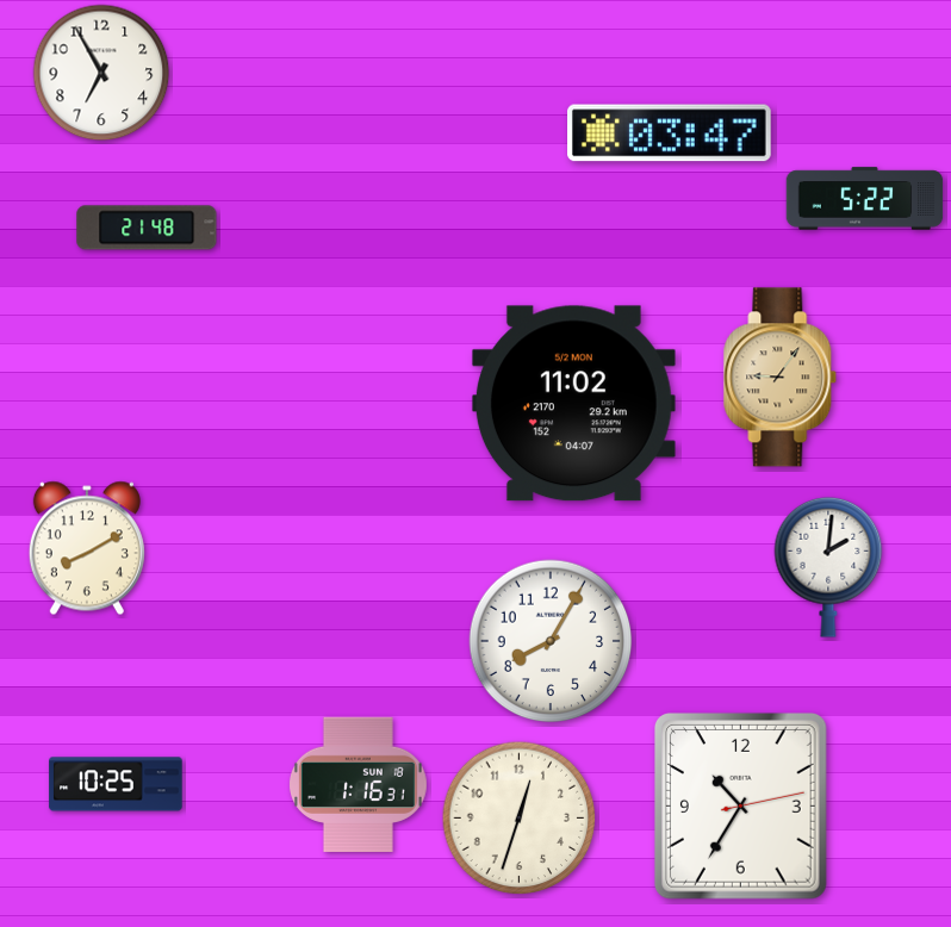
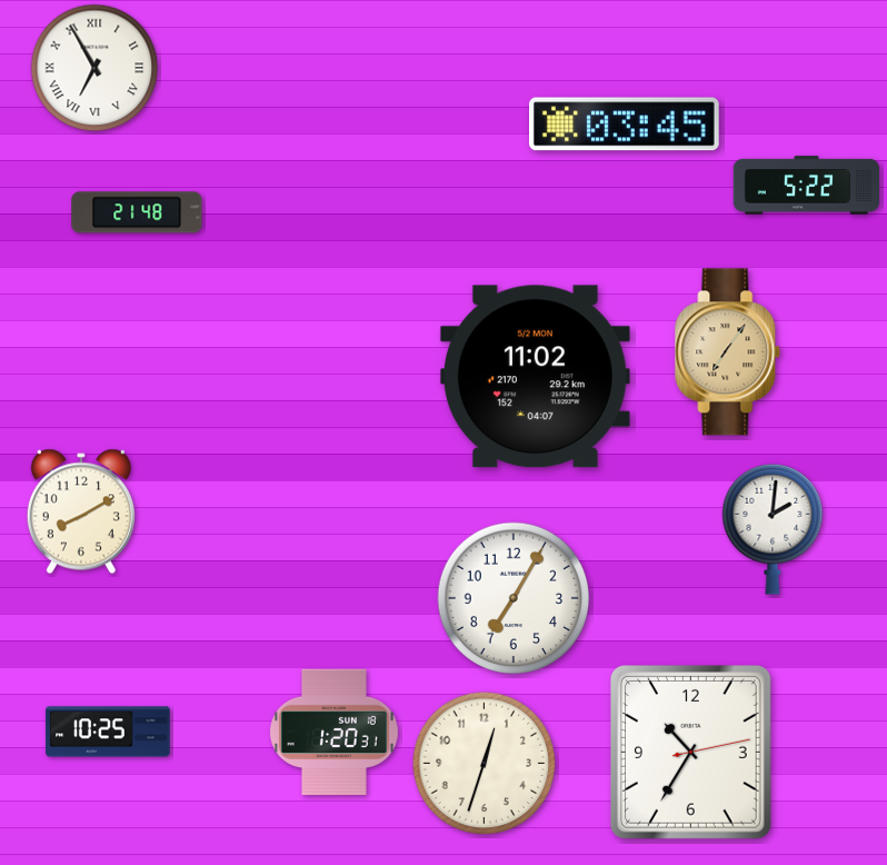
clock at (101, 73) numerals: Arabic -> Roman
clock at (670, 133): 03:47 -> 03:45
clock at (781, 378): 9:06 -> 7:06
clock at (551, 641): 8:05 -> 7:05
clock at (358, 784): 1:16 -> 1:20
